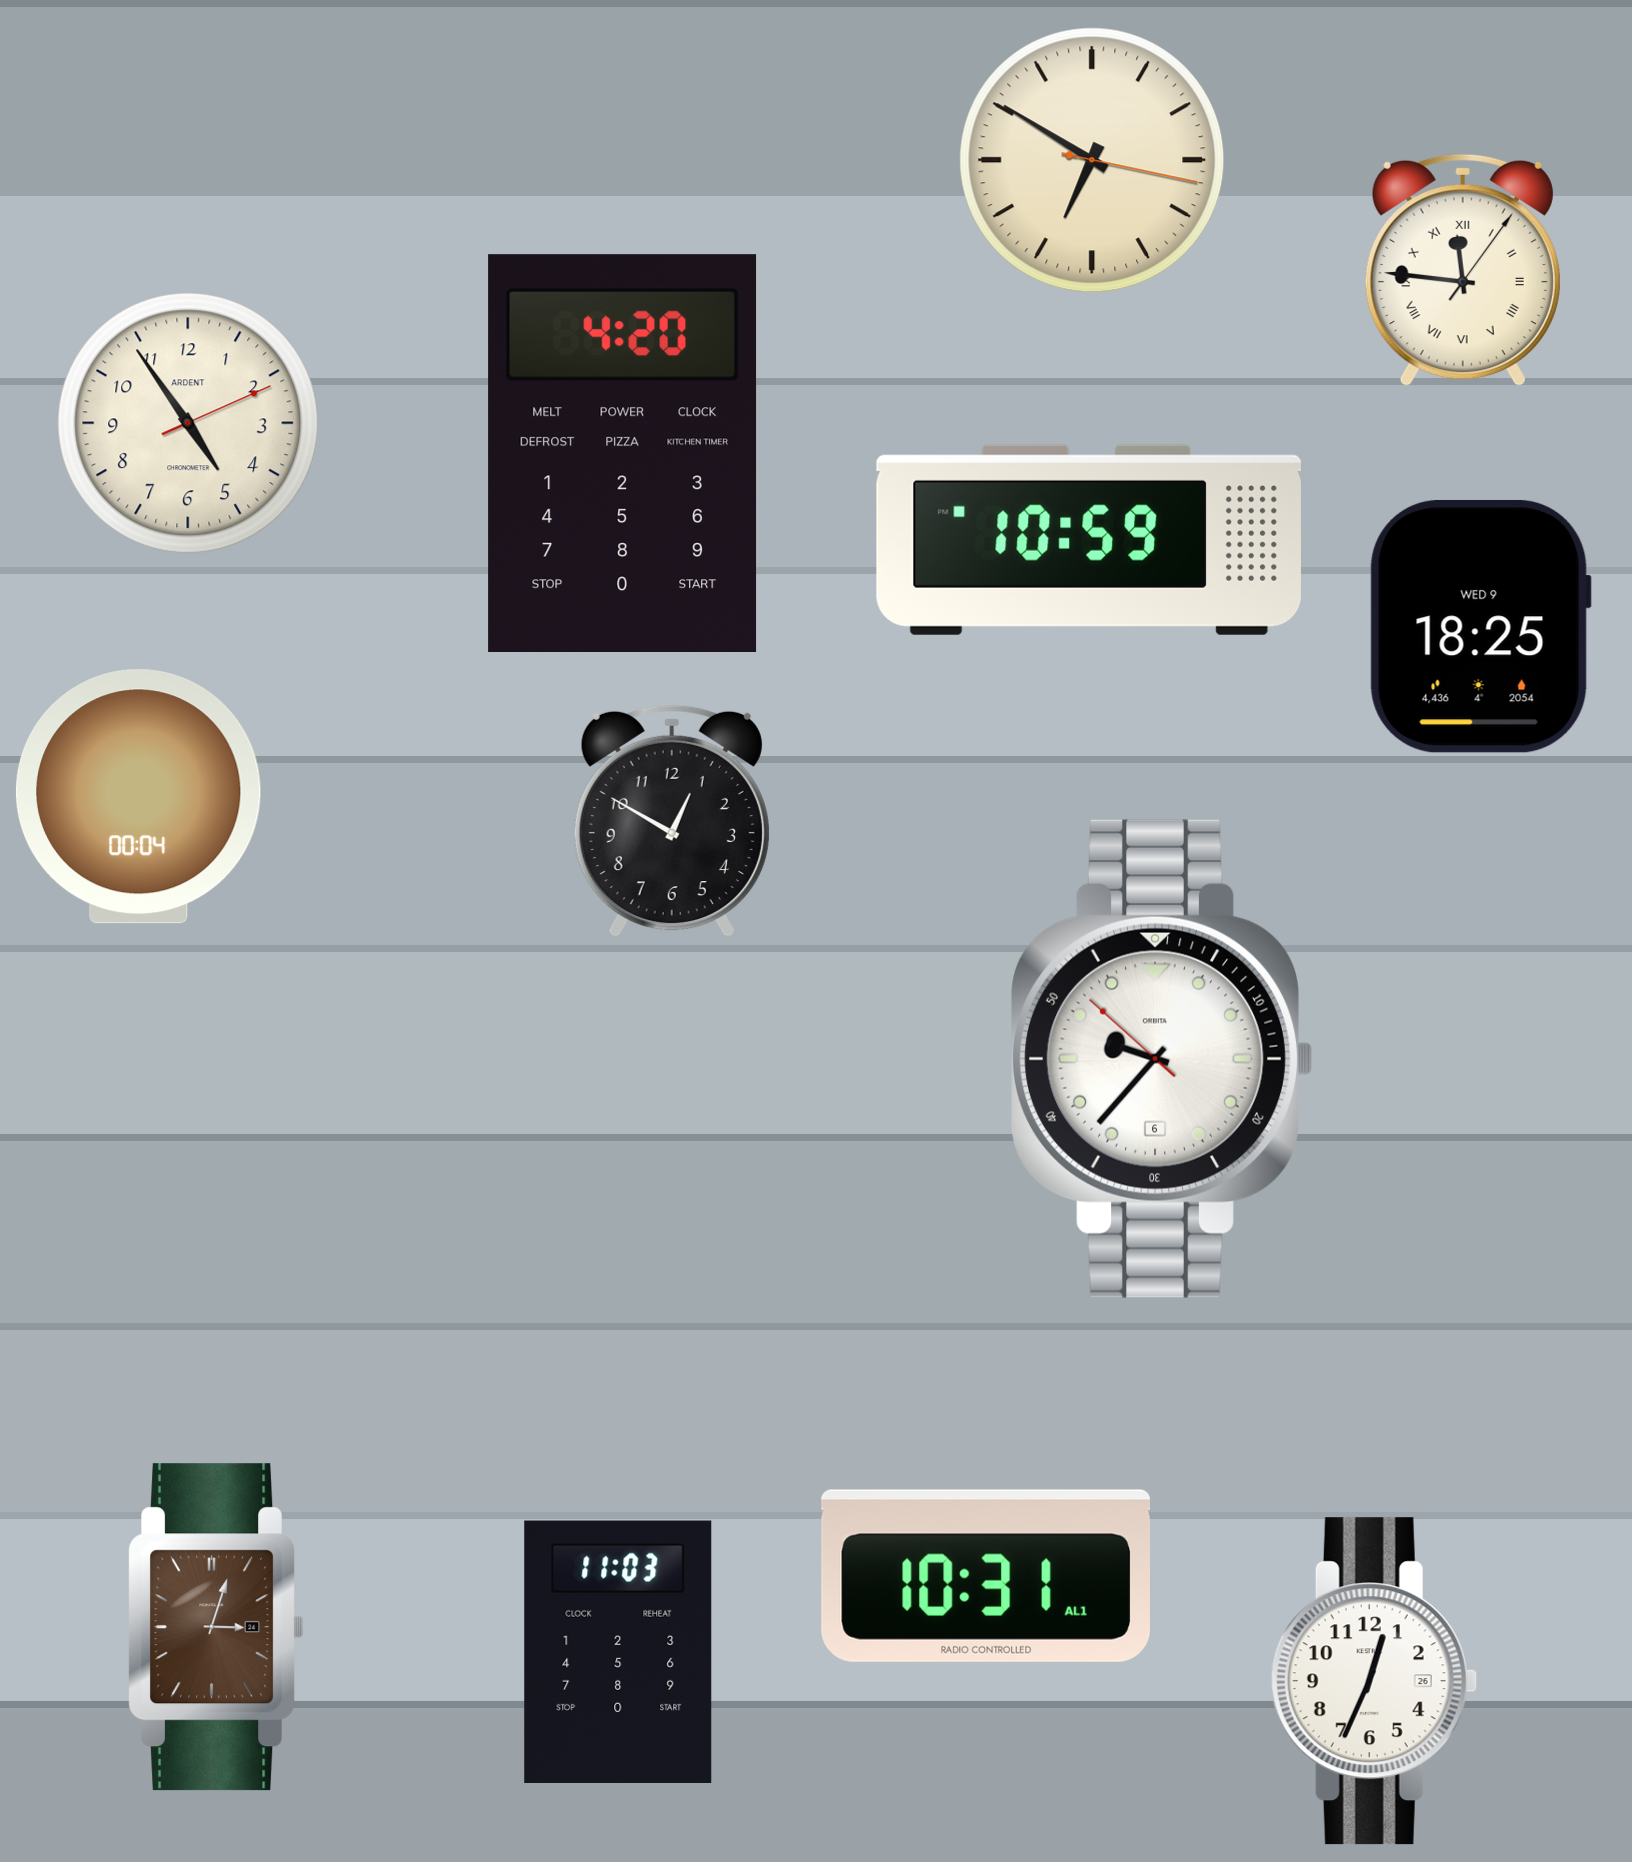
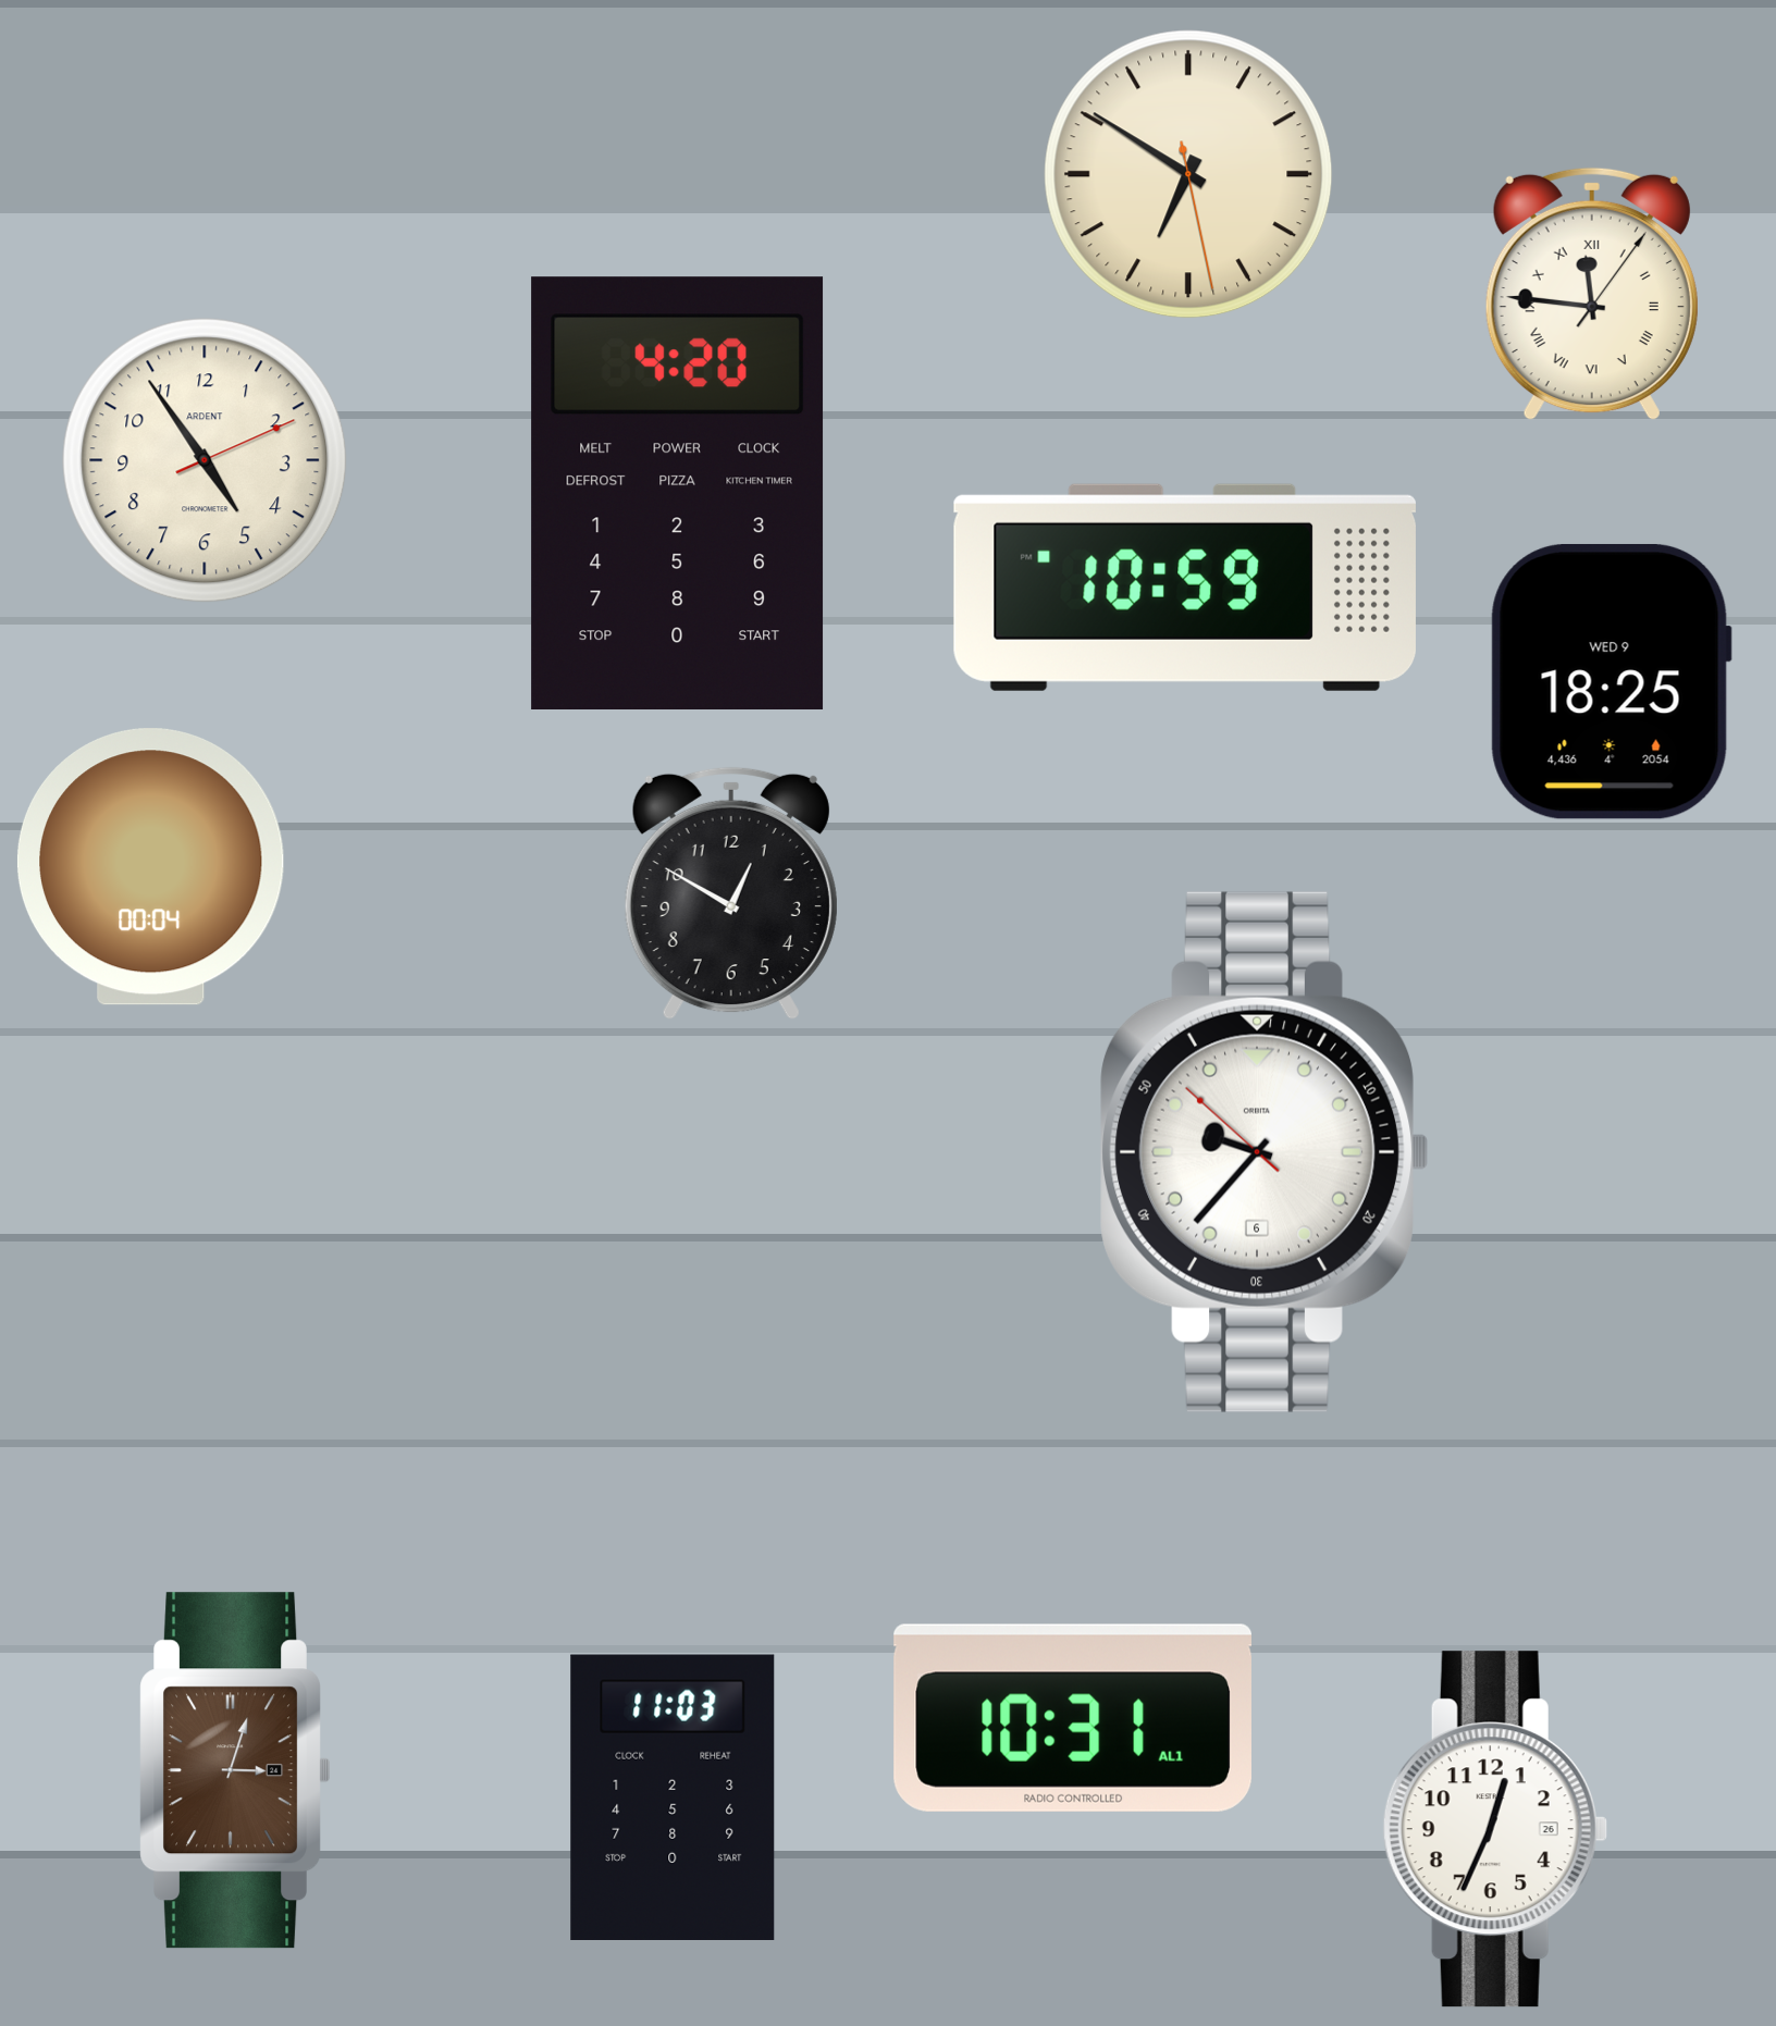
clock at (1092, 160): 6:50:17 -> 6:50:28
clock at (986, 1576) position: (986, 1576) -> (1073, 1718)
